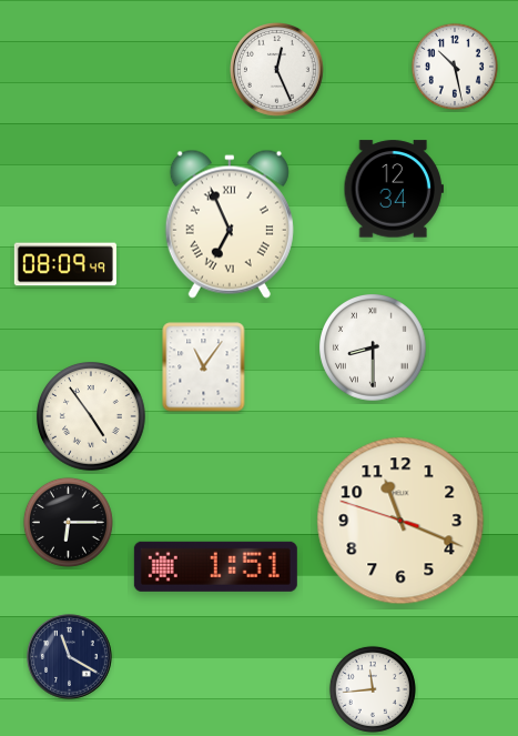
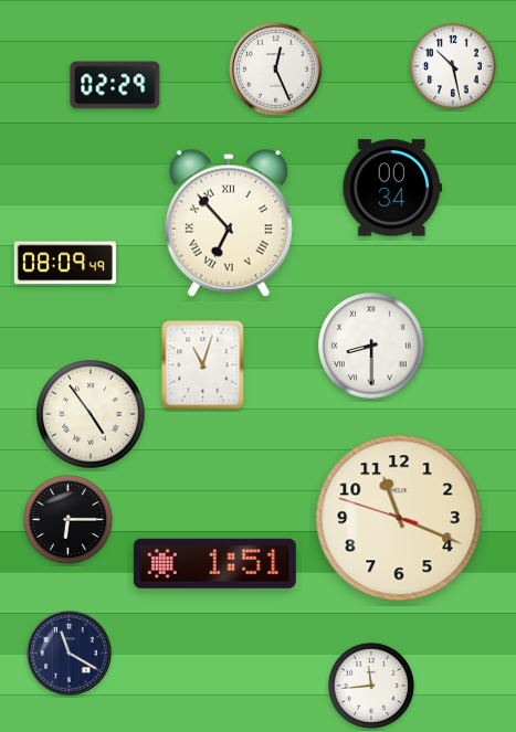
clock at (115, 85): none -> 02:29
clock at (393, 189): 12:34 -> 00:34
clock at (230, 224): 6:56 -> 6:53
clock at (204, 367): 11:06 -> 11:03
